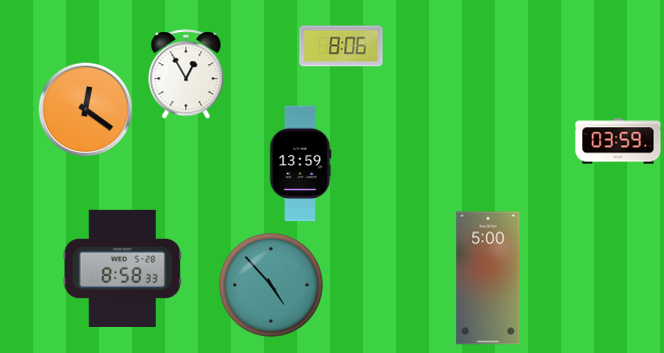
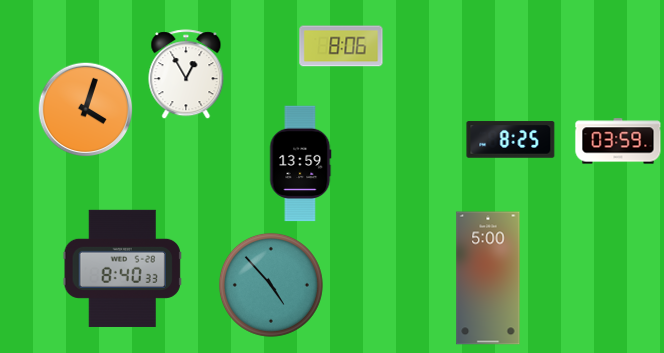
clock at (86, 110): 12:21 -> 4:03
clock at (511, 140): none -> 8:25
clock at (122, 268): 8:58 -> 8:40
